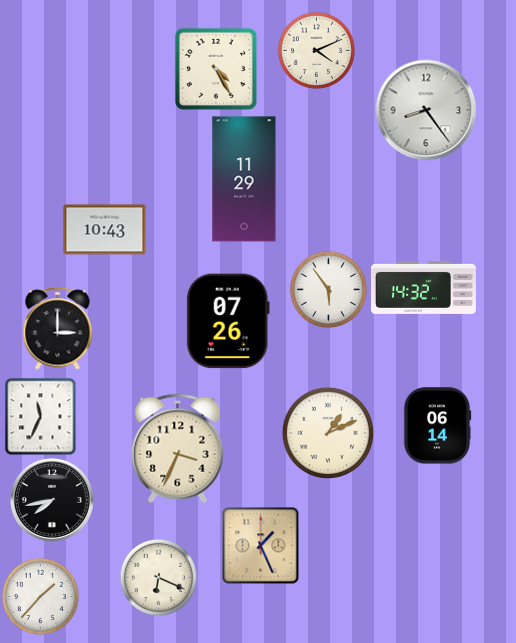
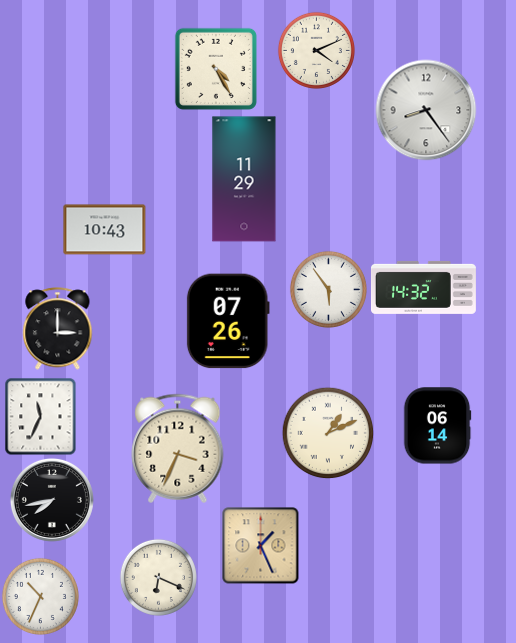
clock at (40, 596): 1:37 -> 10:34
